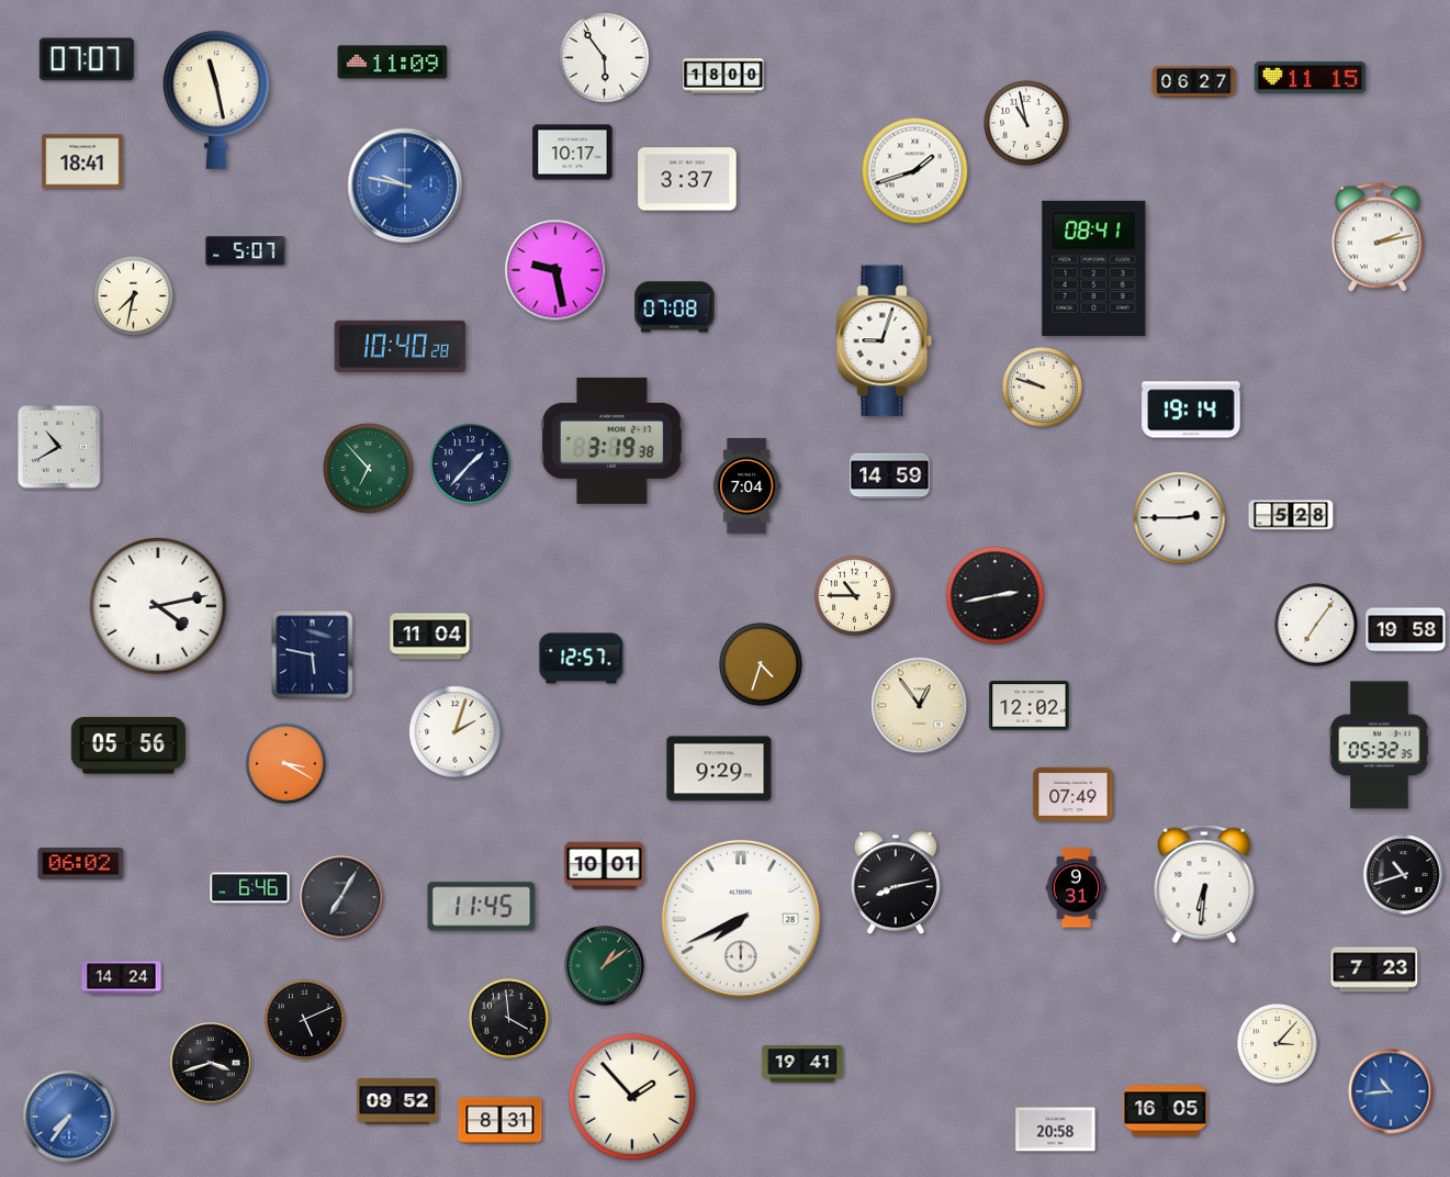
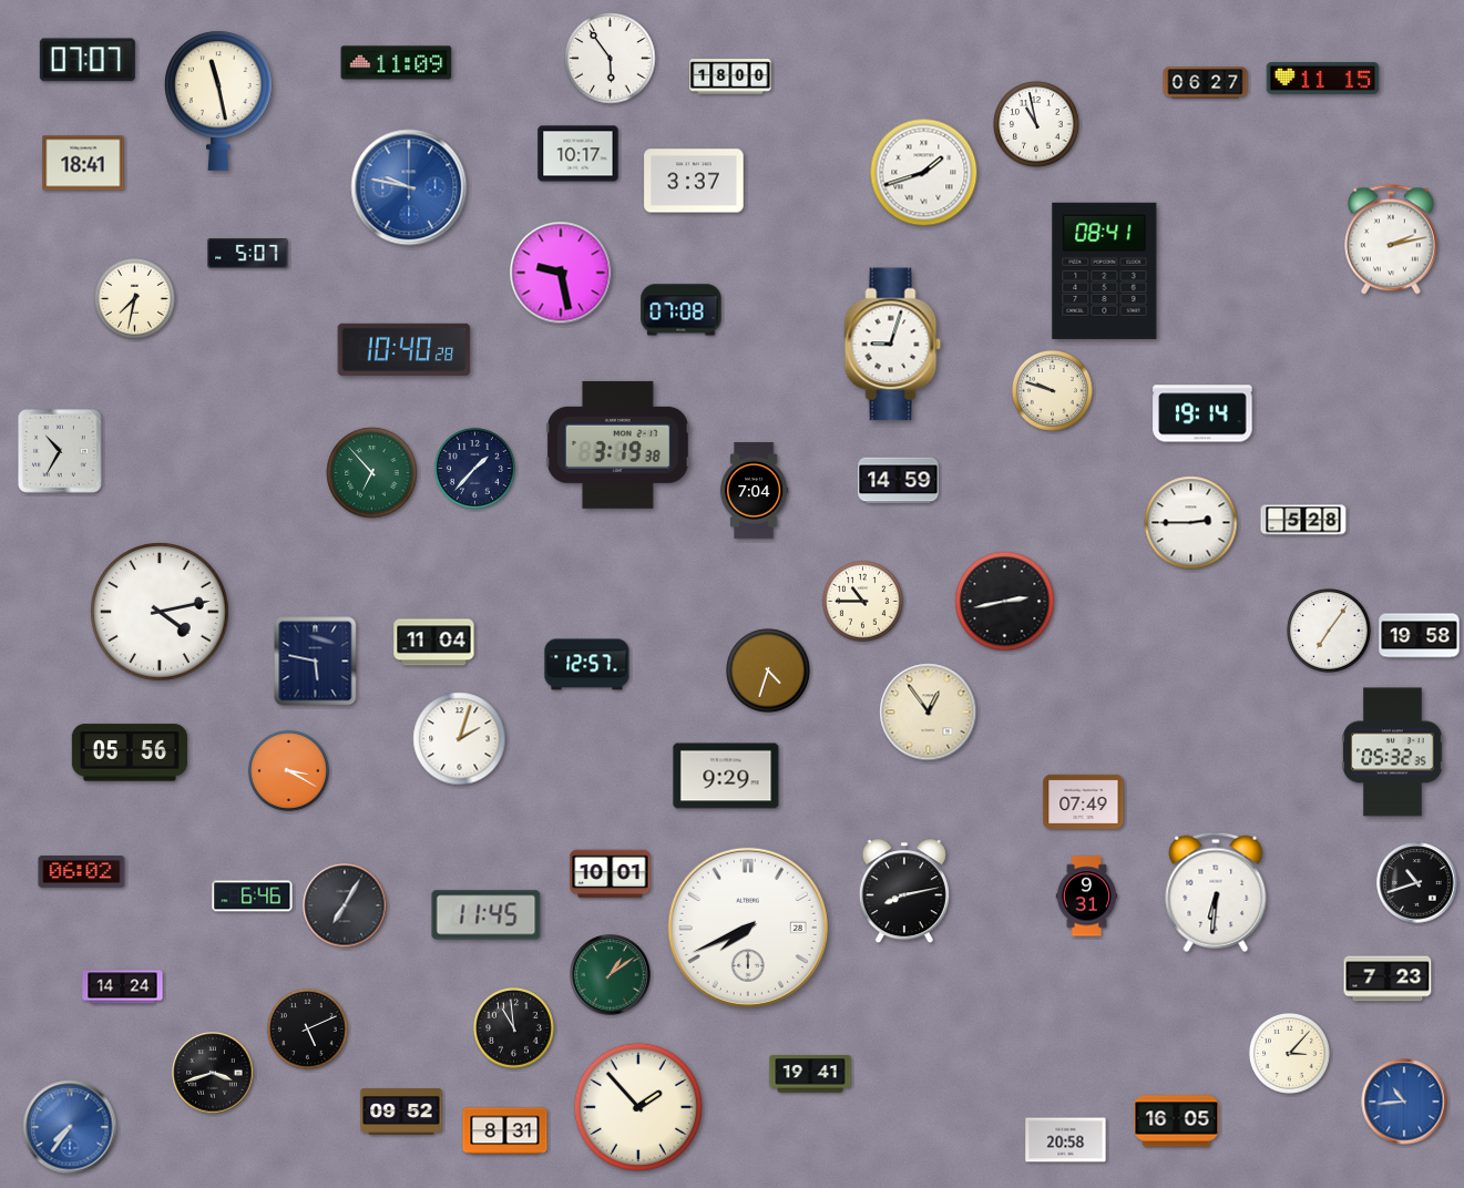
clock at (60, 448): 10:40 -> 10:35
clock at (1030, 706): 12:02 -> none
clock at (508, 1018): 3:59 -> 10:59
